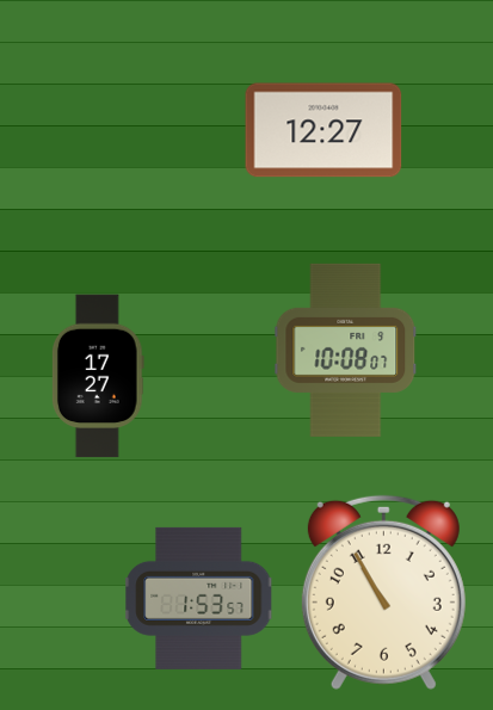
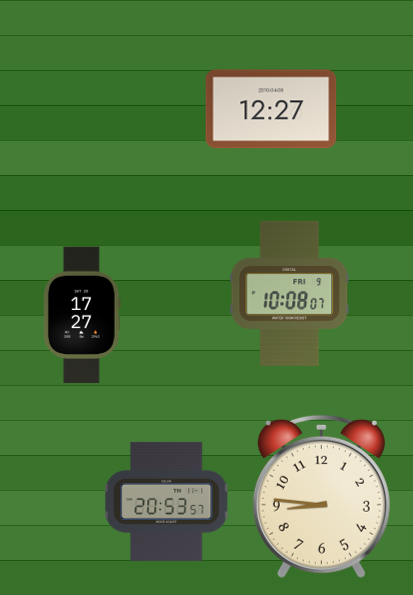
clock at (383, 592): 10:55 -> 8:46
clock at (199, 598): 1:53 -> 20:53
